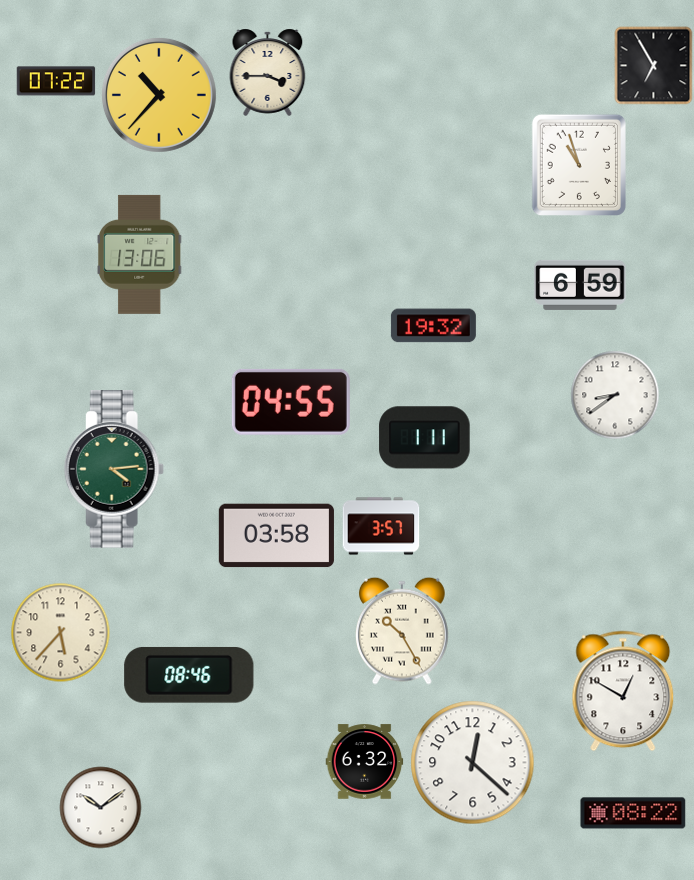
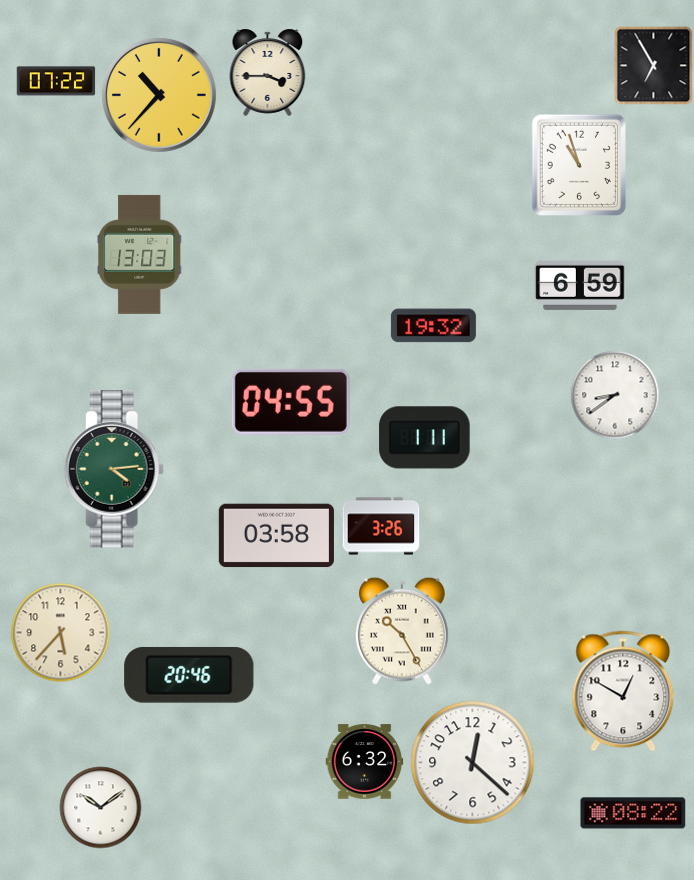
clock at (140, 254): 13:06 -> 13:03
clock at (381, 526): 3:57 -> 3:26
clock at (189, 675): 08:46 -> 20:46
